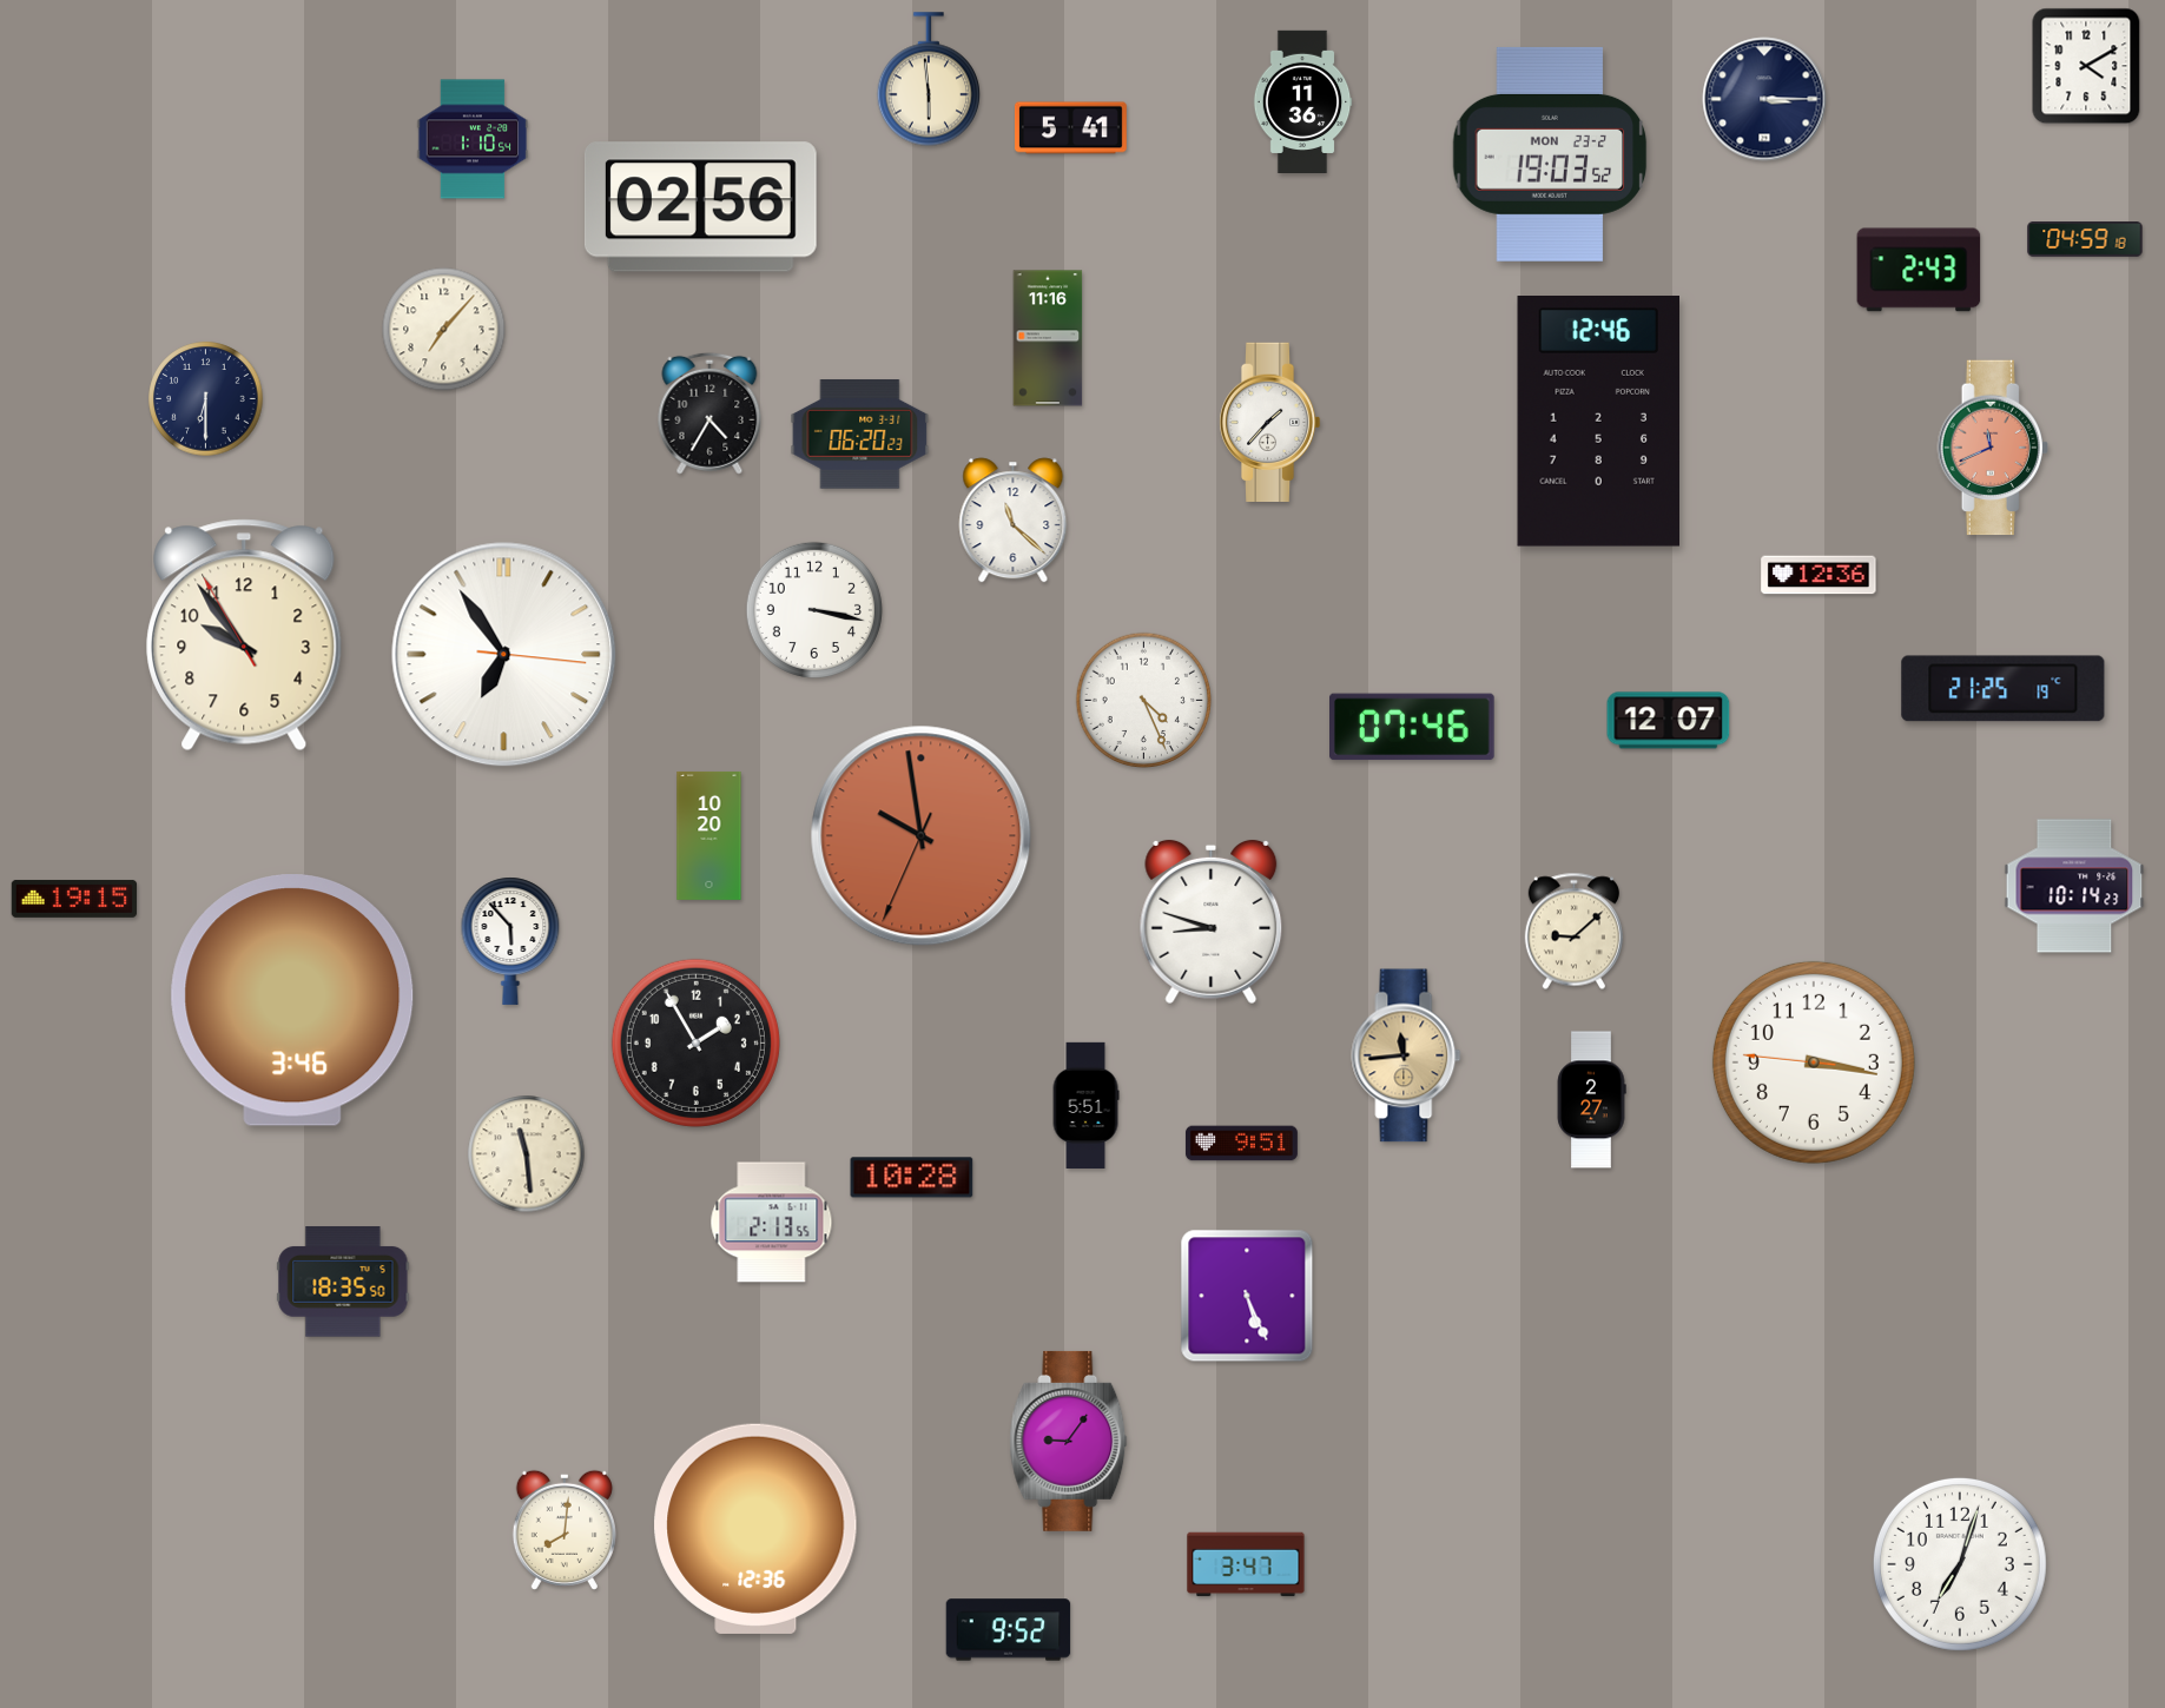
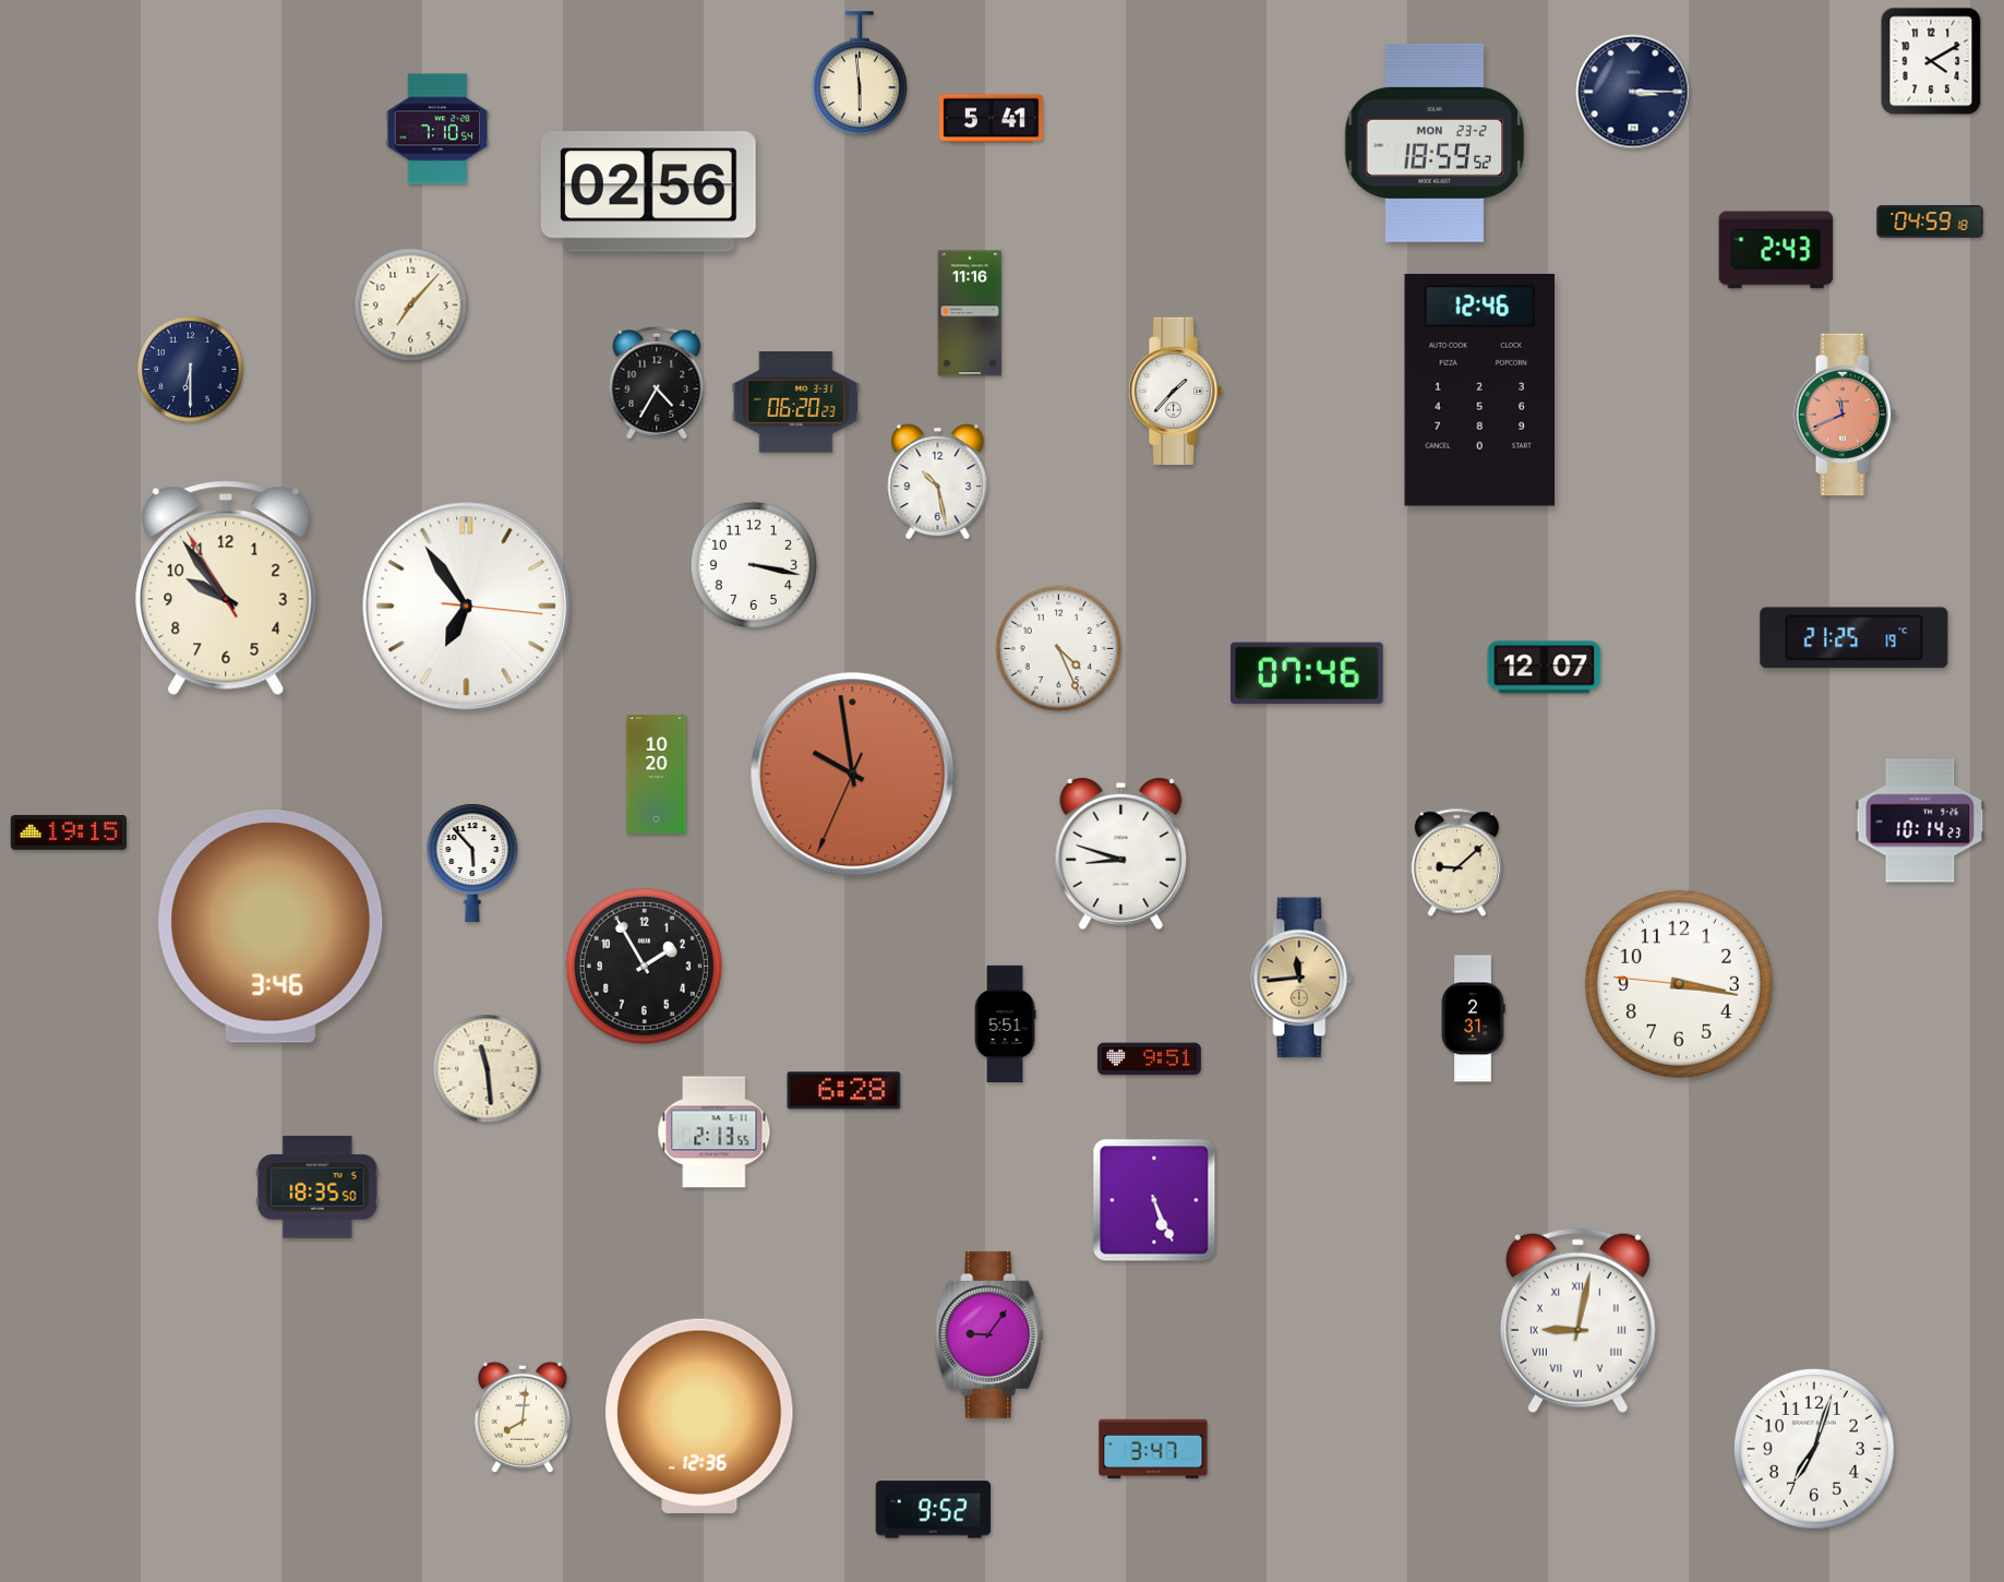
clock at (1302, 101): 11:36 -> none
clock at (473, 139): 1:10 -> 7:10
clock at (1550, 154): 19:03 -> 18:59
clock at (1014, 521): 11:22 -> 10:28
clock at (1819, 575): 12:36 -> none
clock at (510, 941) position: (510, 941) -> (472, 863)
clock at (1591, 1100): 2:27 -> 2:31
clock at (912, 1178): 10:28 -> 6:28
clock at (1577, 1321): none -> 9:02
